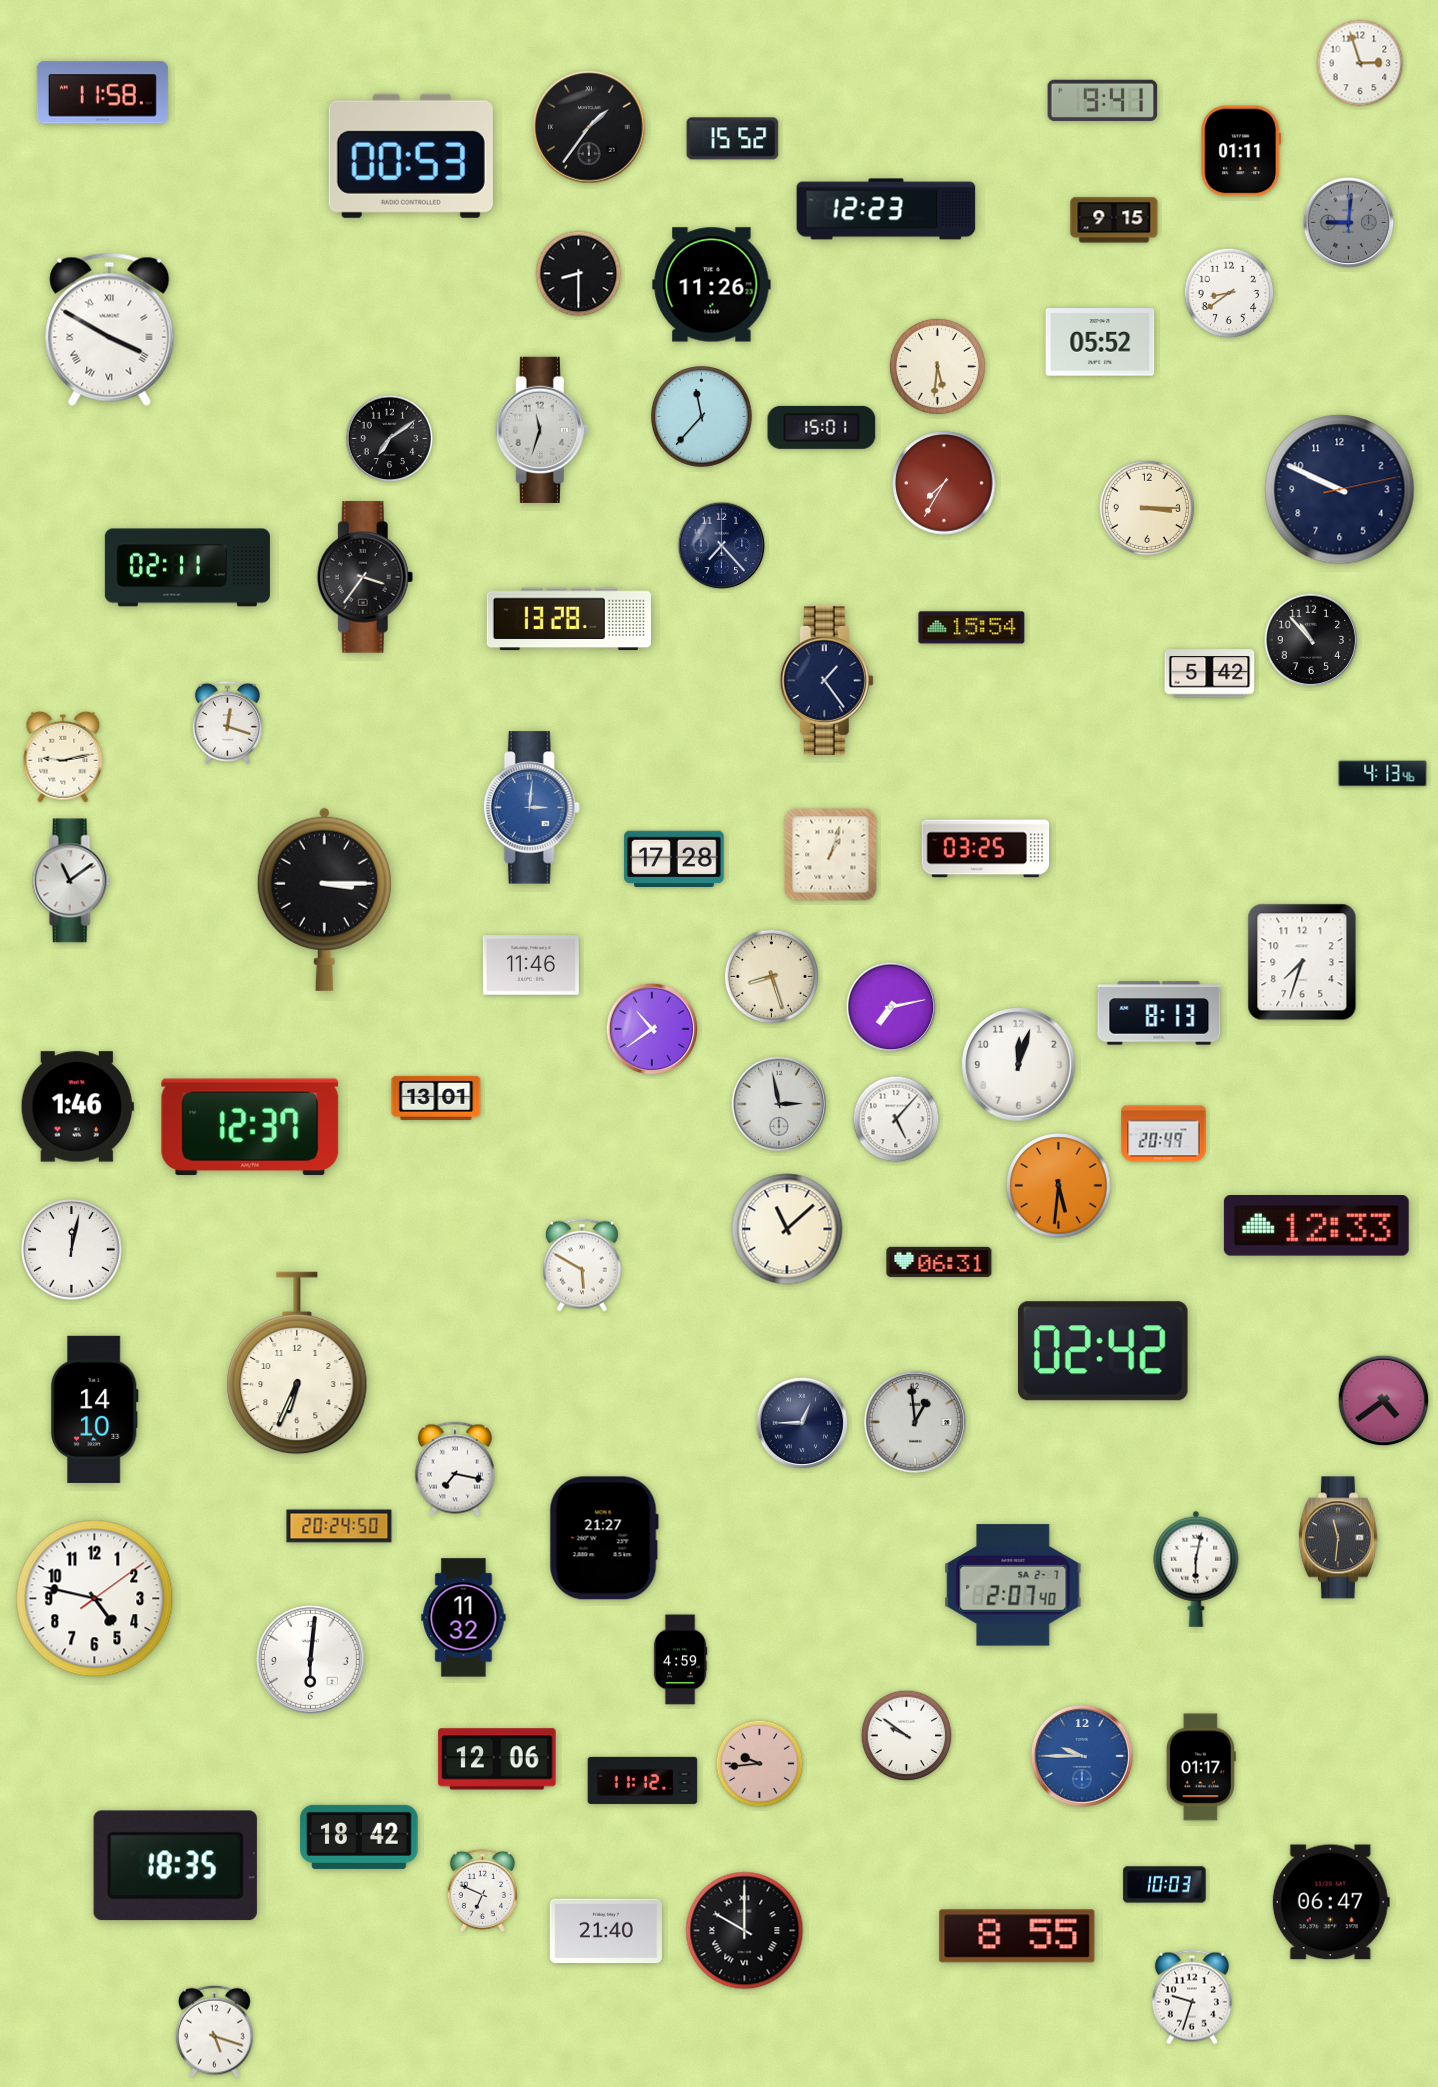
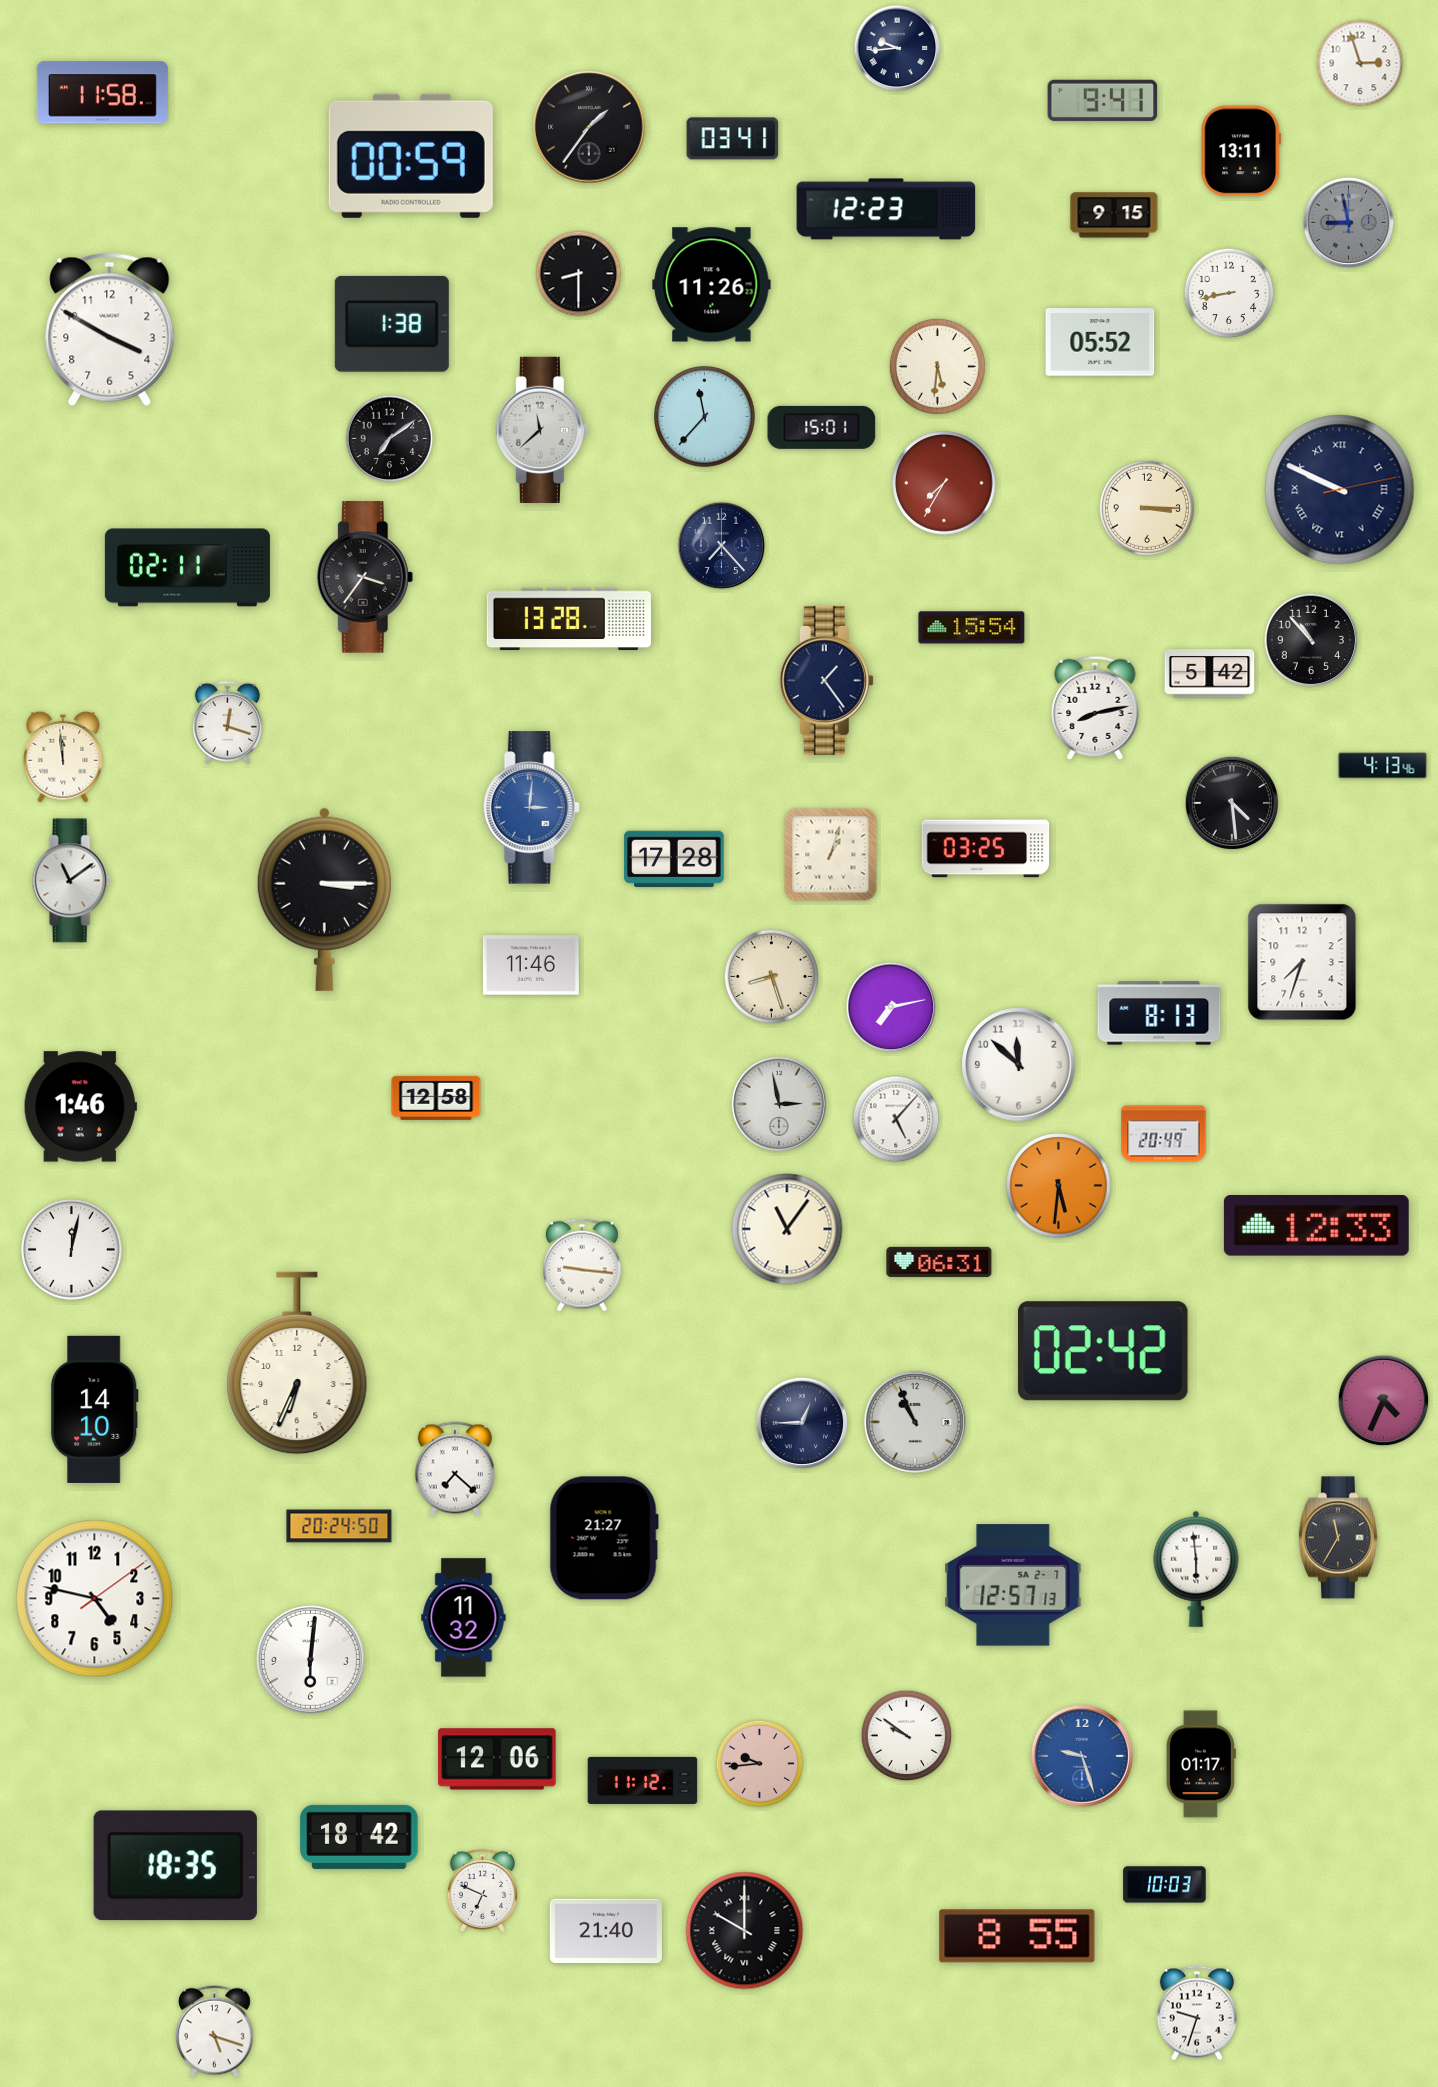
clock at (897, 48): none -> 9:44
clock at (733, 139): 15:52 -> 03:41
clock at (1241, 151): 01:11 -> 13:11
clock at (411, 156): 00:53 -> 00:59
clock at (1114, 220) position: (1114, 220) -> (1114, 215)
clock at (1349, 223): 9:01 -> 8:58
clock at (1229, 293): 8:39 -> 8:43
clock at (392, 324): none -> 1:38
clock at (110, 329) numerals: Roman -> Arabic
clock at (702, 417) position: (702, 417) -> (705, 417)
clock at (542, 430): 11:33 -> 11:38
clock at (1340, 490) numerals: Arabic -> Roman
clock at (1095, 708): none -> 8:13
clock at (63, 757): 9:13 -> 11:59
clock at (1383, 774) position: (1383, 774) -> (1383, 766)
clock at (1232, 803): none -> 4:29
clock at (652, 1029): 10:39 -> none
clock at (1019, 1065): 12:03 -> 11:52
clock at (436, 1098): 13:01 -> 12:58
clock at (77, 1107) position: (77, 1107) -> (80, 1107)
clock at (250, 1127): 12:37 -> none
clock at (787, 1229): 11:08 -> 11:06
clock at (583, 1265): 5:50 -> 9:16
clock at (1384, 1401): 4:39 -> 4:34
clock at (915, 1422): 12:59 -> 10:56
clock at (455, 1469): 7:17 -> 7:22
clock at (1338, 1538): 11:31 -> 11:35
clock at (1196, 1569): 6:02 -> 5:59
clock at (1013, 1585): 2:07 -> 12:57
clock at (680, 1660): 4:59 -> none
clock at (1082, 1756): 9:45 -> 9:27
clock at (1201, 1767) position: (1201, 1767) -> (1201, 1764)
clock at (1331, 1902): 06:47 -> none
clock at (1192, 1997) position: (1192, 1997) -> (1197, 2013)
